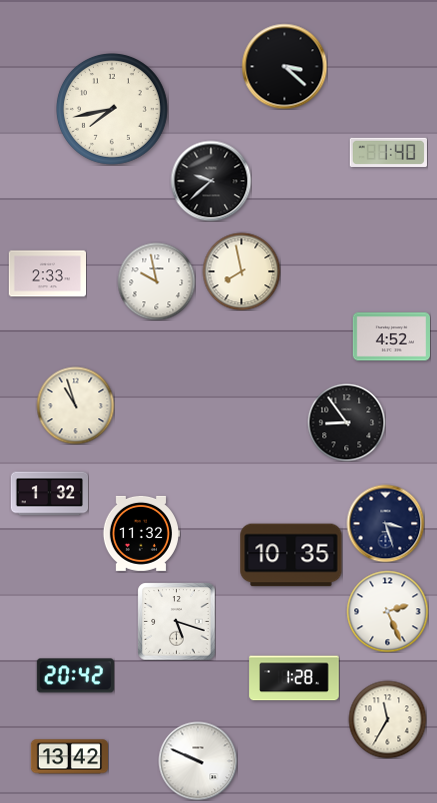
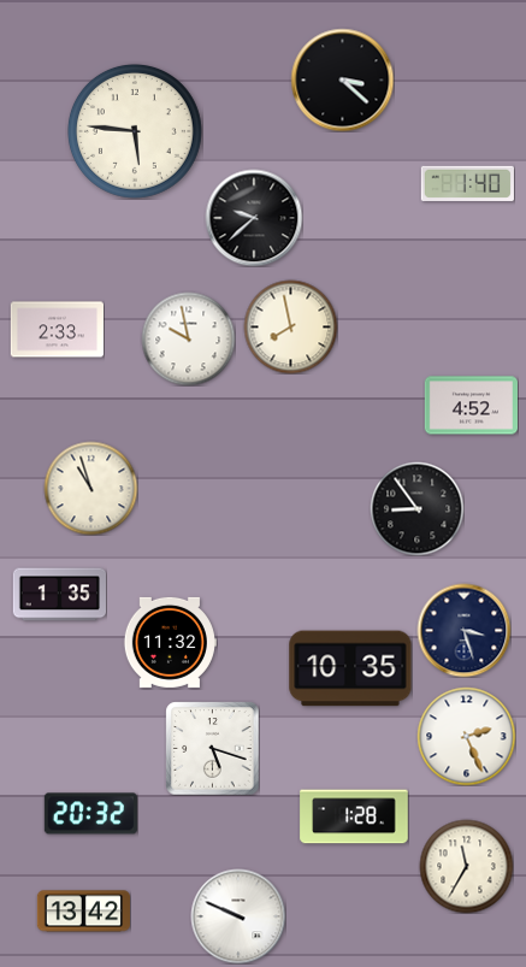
clock at (112, 109): 7:43 -> 5:46
clock at (49, 494): 1:32 -> 1:35
clock at (75, 676): 20:42 -> 20:32
